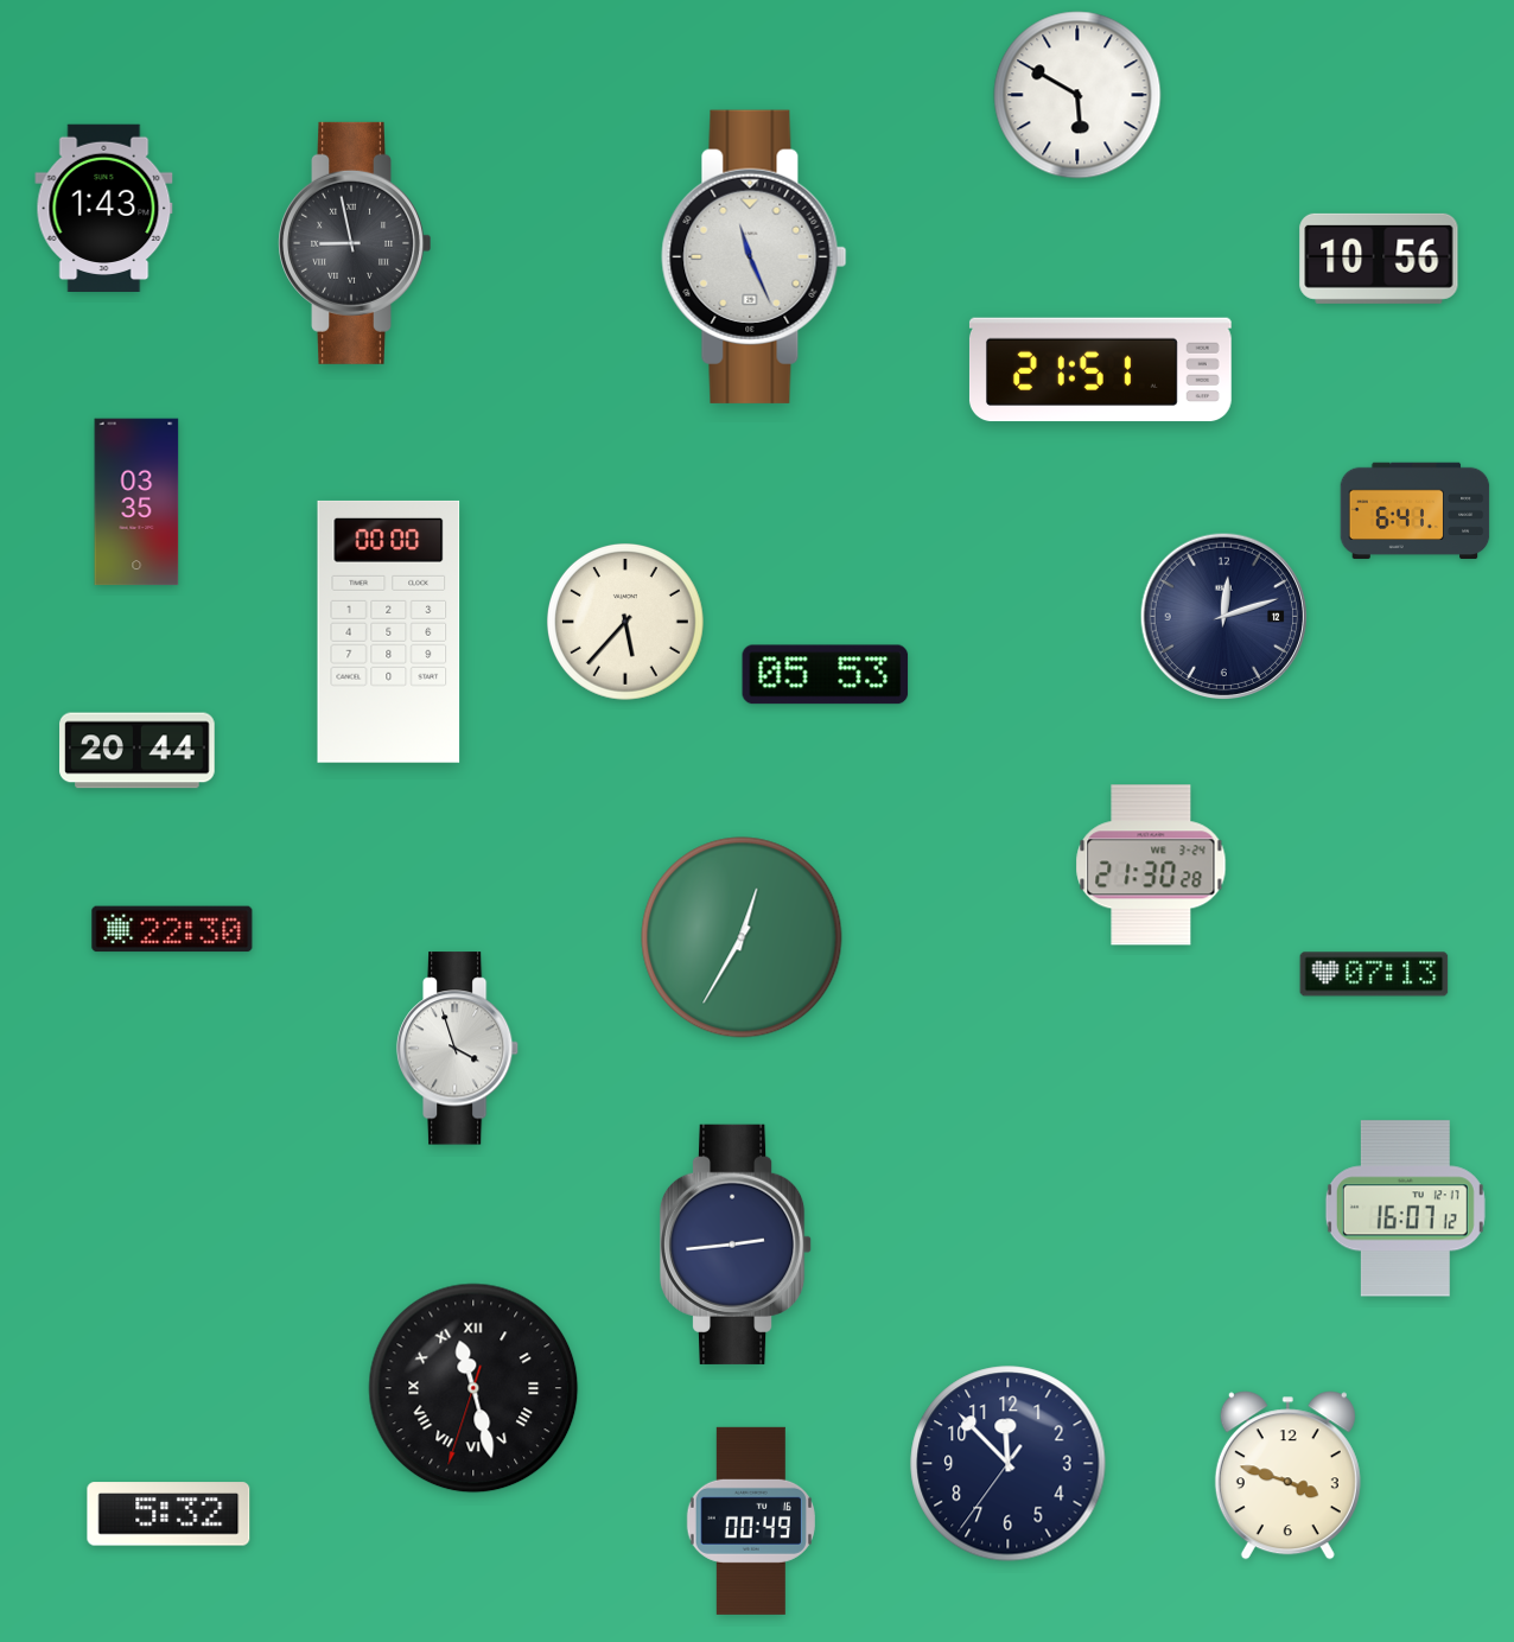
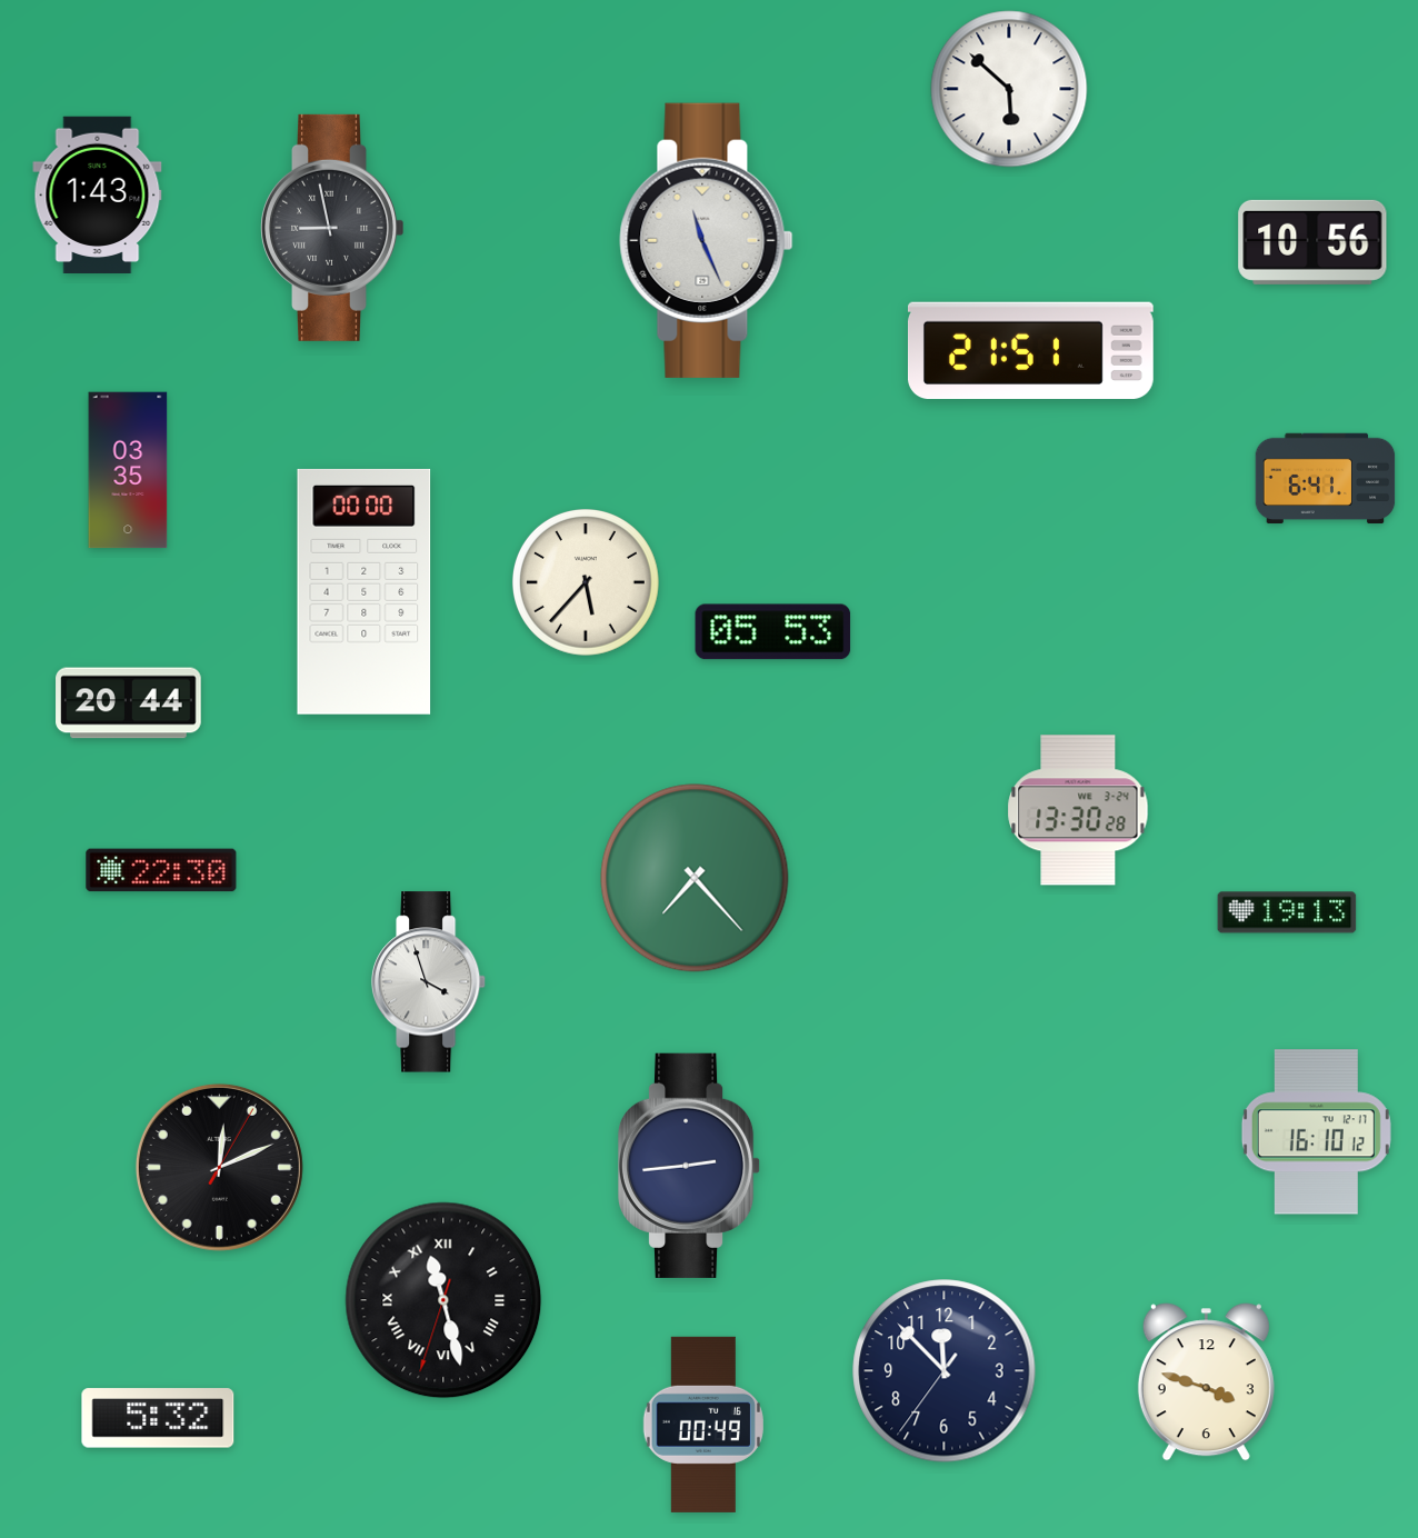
clock at (1077, 95): 5:50 -> 5:52
clock at (1379, 259) position: (1379, 259) -> (1312, 242)
clock at (1100, 370) position: (1100, 370) -> (1030, 351)
clock at (1223, 616): 12:12 -> none
clock at (1151, 865): 21:30 -> 13:30
clock at (742, 937): 12:35 -> 7:23
clock at (1374, 974): 07:13 -> 19:13
clock at (1405, 1209): 16:07 -> 16:10
clock at (219, 1167): none -> 12:11
